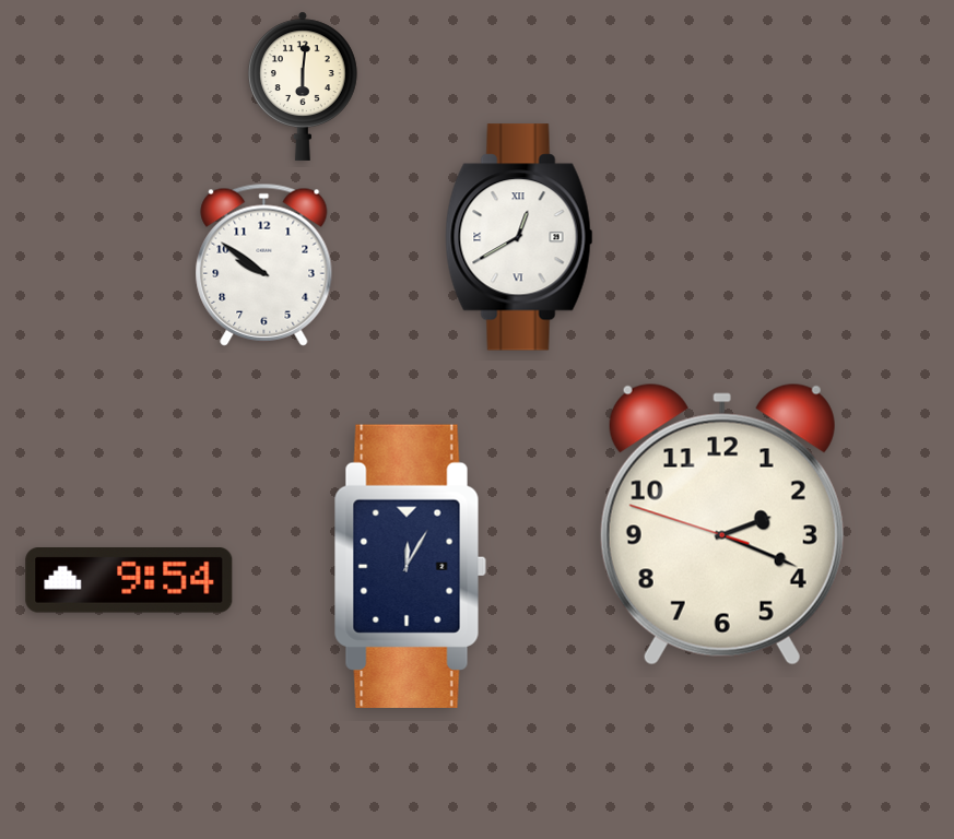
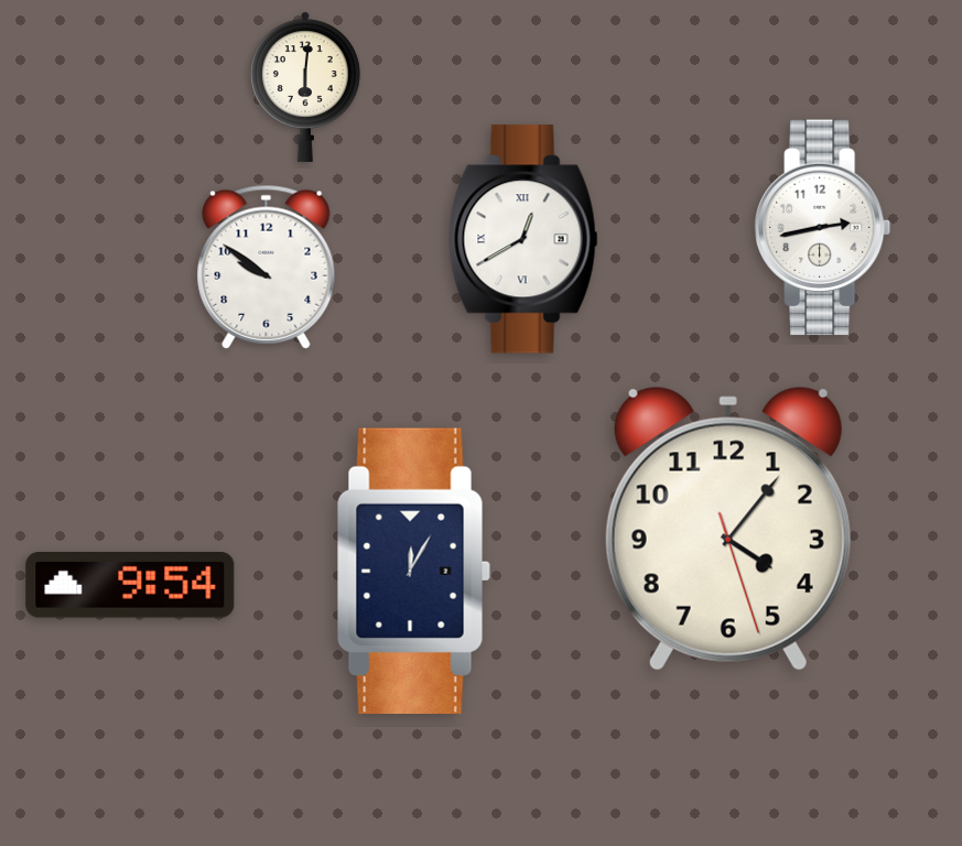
clock at (823, 228): none -> 2:43
clock at (722, 524): 2:18 -> 4:06
